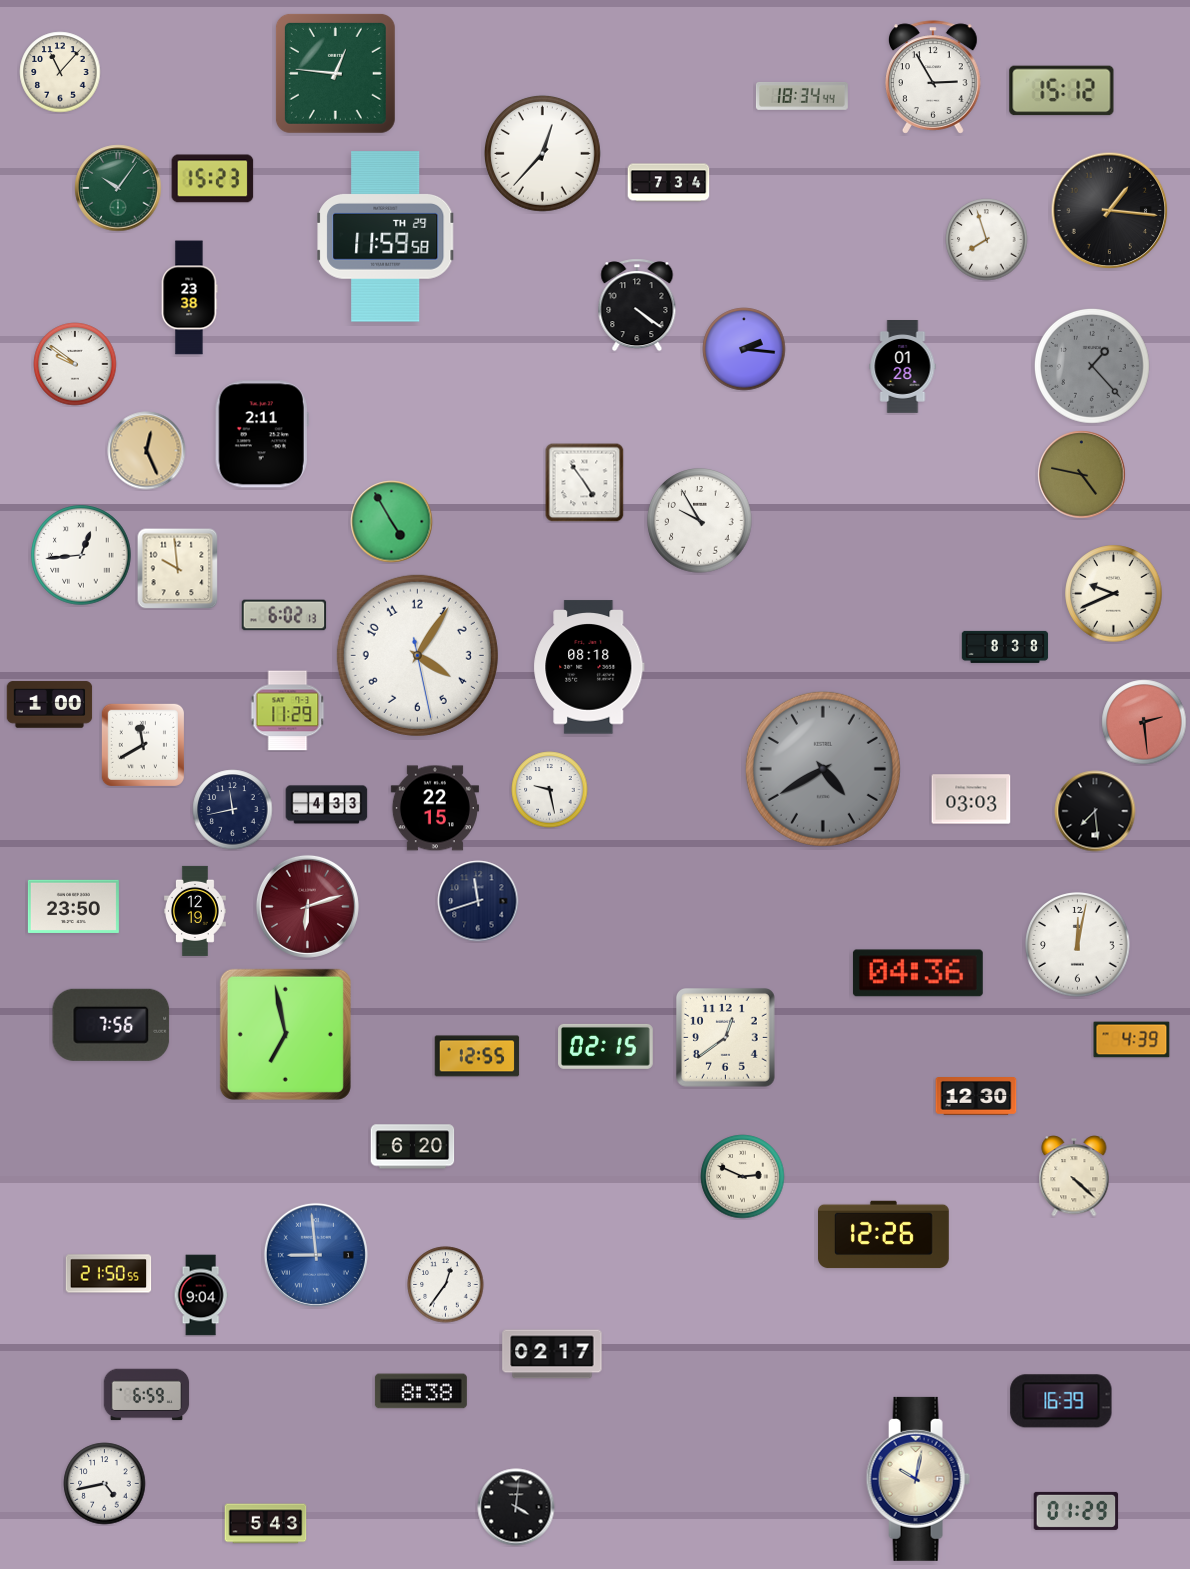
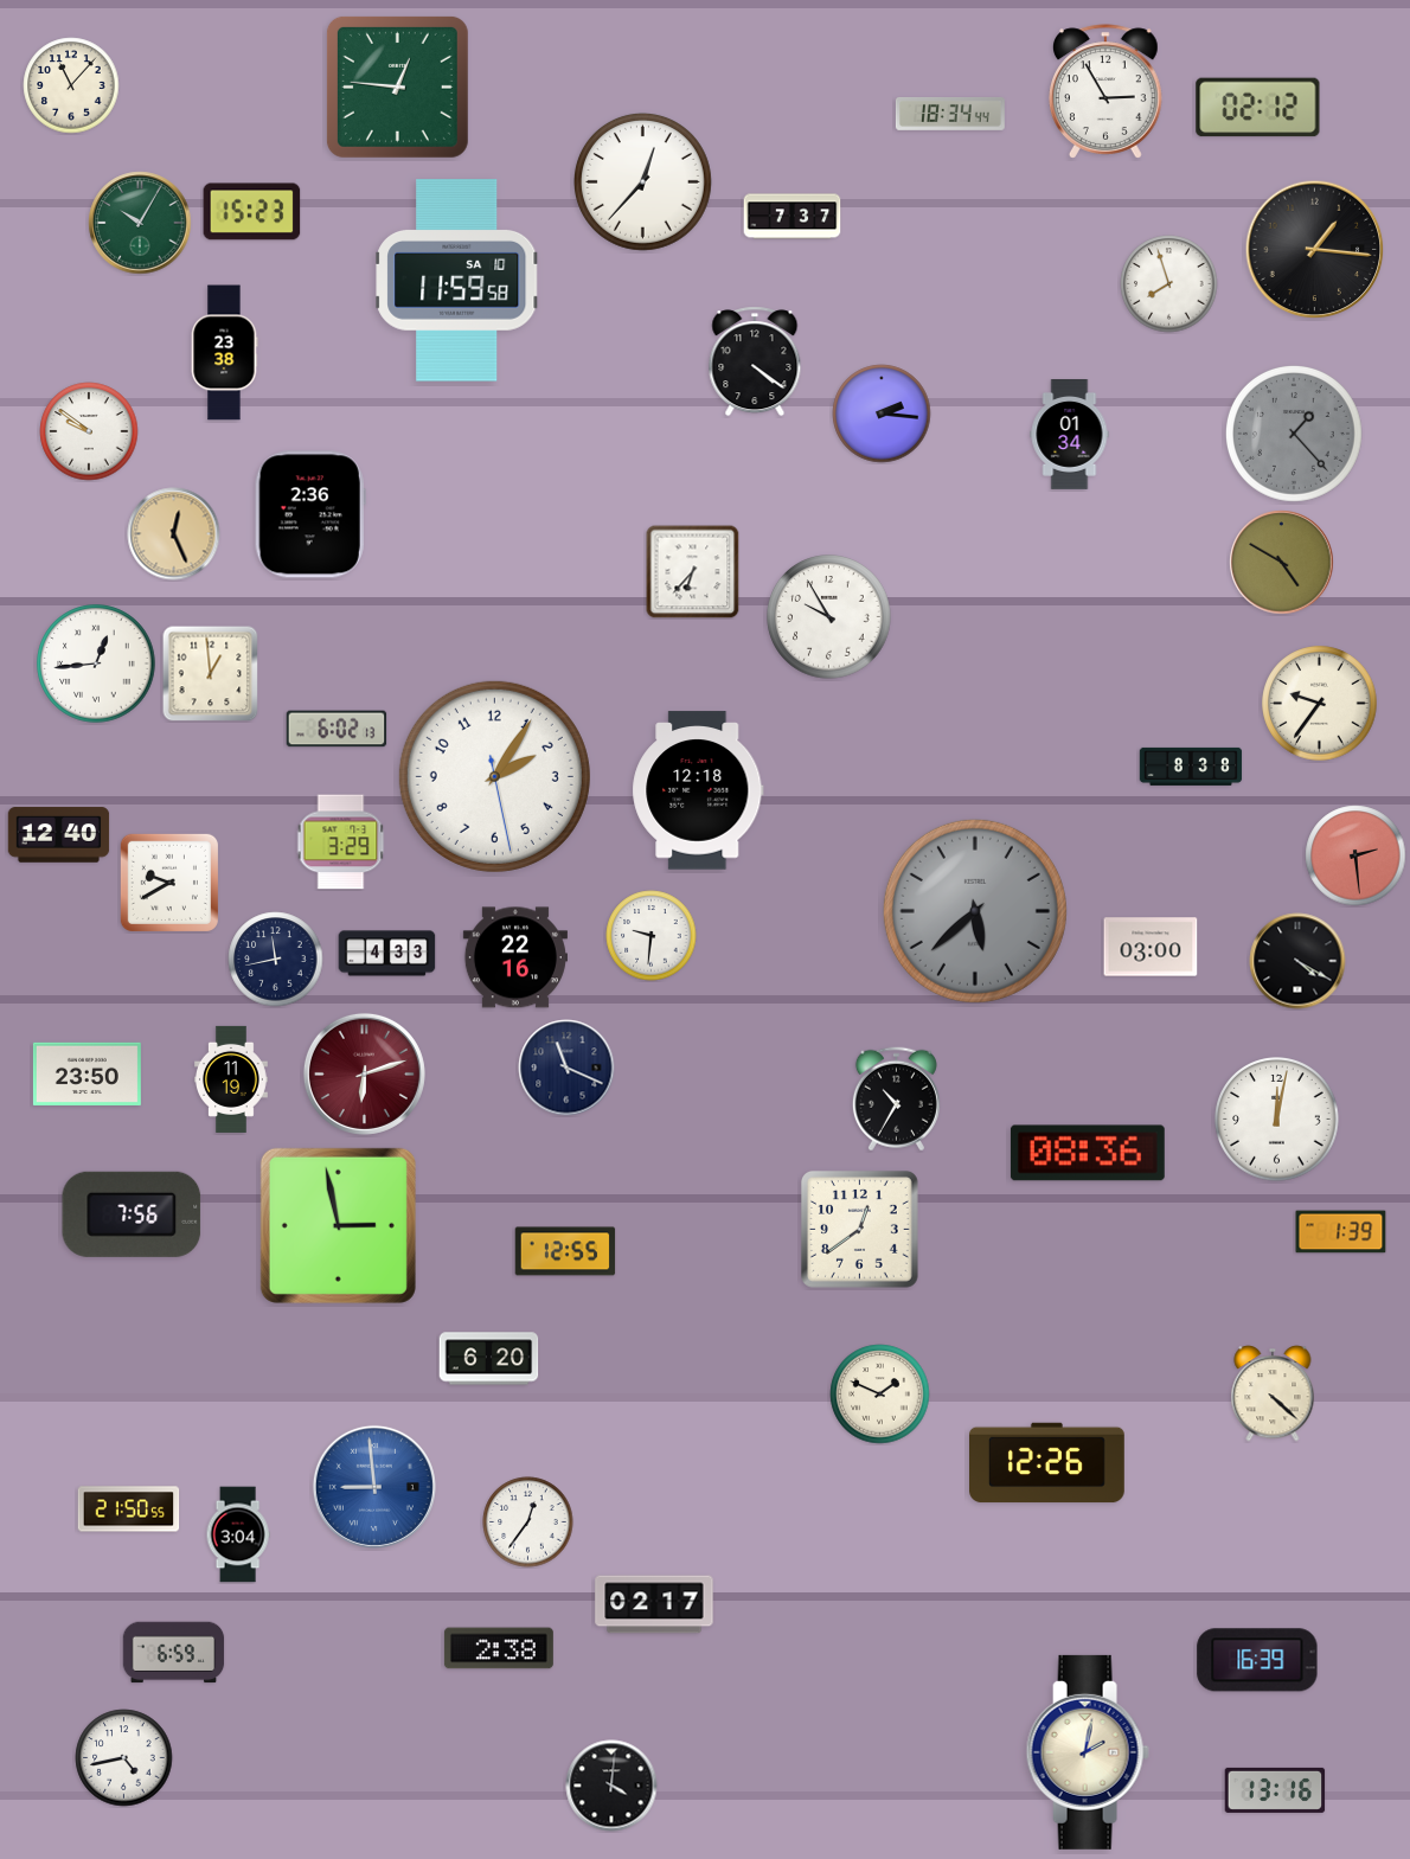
clock at (1062, 91): 15:12 -> 02:12
clock at (669, 183): 7:34 -> 7:37
clock at (118, 188): 10:06 -> 10:05
clock at (386, 237) date: TH 29 -> SA 10
clock at (903, 367): 01:28 -> 01:34
clock at (262, 434): 2:11 -> 2:36
clock at (1082, 475): 4:47 -> 4:50
clock at (585, 483): 4:54 -> 6:37
clock at (392, 522): 4:55 -> none
clock at (81, 555) position: (81, 555) -> (96, 664)
clock at (178, 569): 9:59 -> 12:59
clock at (1114, 594): 9:41 -> 9:36
clock at (417, 655): 4:05 -> 2:05
clock at (589, 667): 08:18 -> 12:18
clock at (50, 705): 1:00 -> 12:40
clock at (288, 711): 11:29 -> 3:29
clock at (143, 745): 11:40 -> 9:40
clock at (823, 769): 4:40 -> 5:38
clock at (550, 790): 9:28 -> 9:31
clock at (971, 799): 03:03 -> 03:00
clock at (435, 808): 22:15 -> 22:16
clock at (1095, 811): 7:29 -> 4:20
clock at (478, 901): 11:42 -> 11:19
clock at (196, 911): 12:19 -> 11:19
clock at (896, 1100): none -> 10:35
clock at (918, 973): 04:36 -> 08:36
clock at (285, 1034): 6:58 -> 2:58
clock at (1132, 1040): 4:39 -> 1:39
clock at (606, 1046): 02:15 -> none
clock at (976, 1097): 12:30 -> none
clock at (743, 1177): 2:49 -> 1:49
clock at (201, 1295): 9:04 -> 3:04
clock at (421, 1391): 8:38 -> 2:38
clock at (918, 1479): 10:02 -> 2:02
clock at (1076, 1511): 01:29 -> 13:16
clock at (266, 1524): 5:43 -> none
